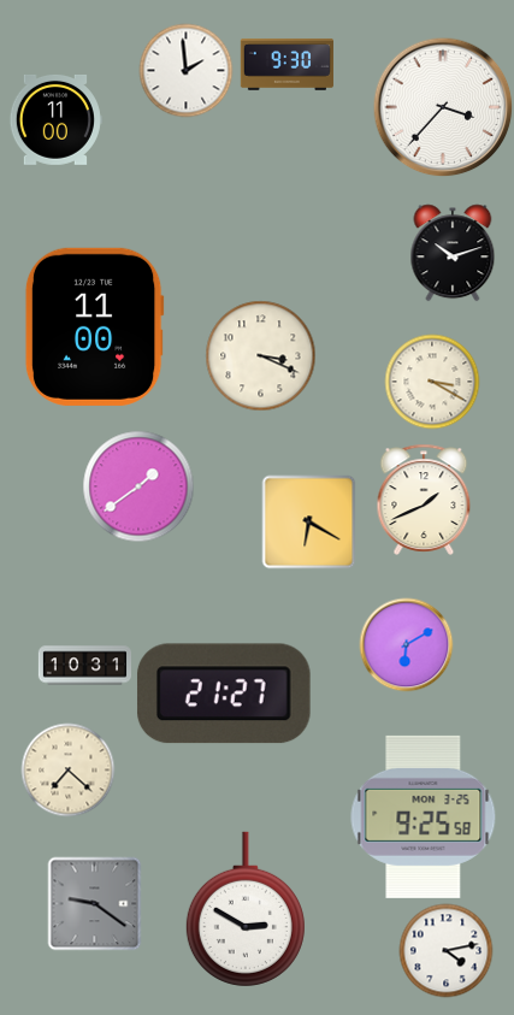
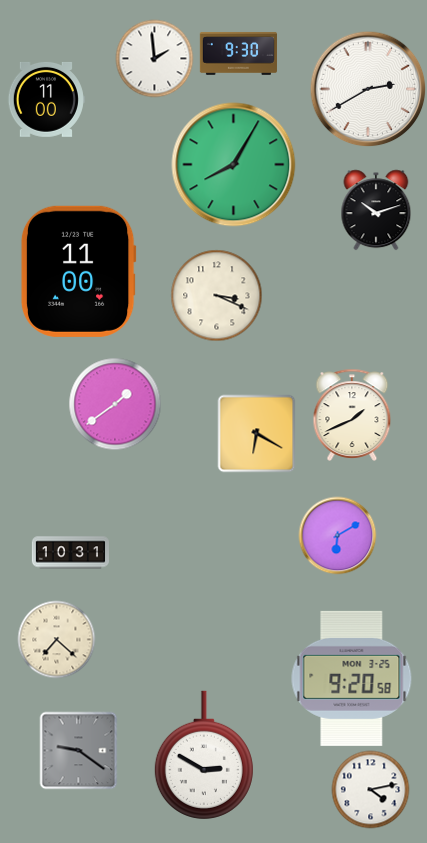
clock at (443, 107): 3:37 -> 2:40
clock at (234, 165): none -> 8:05
clock at (432, 382): 3:20 -> none
clock at (224, 694): 21:27 -> none
clock at (424, 816): 9:25 -> 9:20
